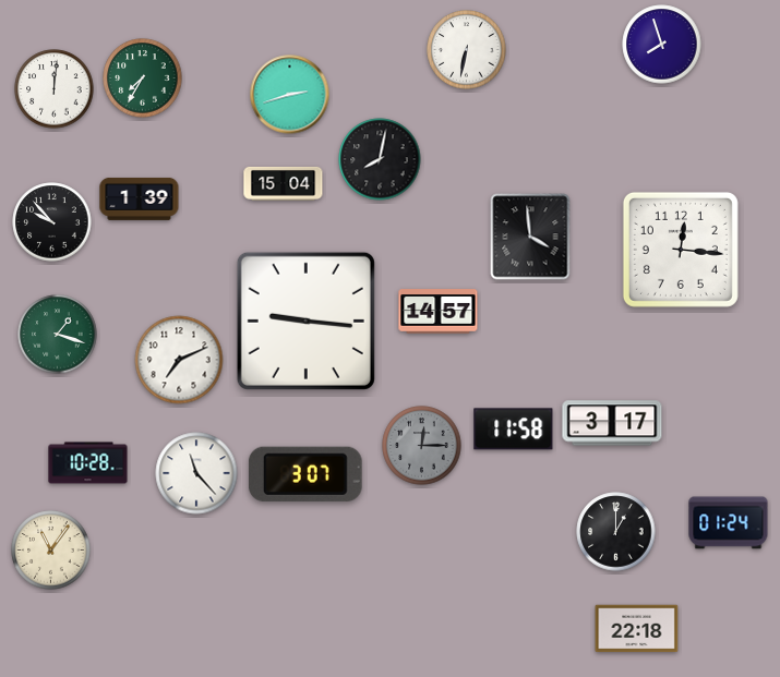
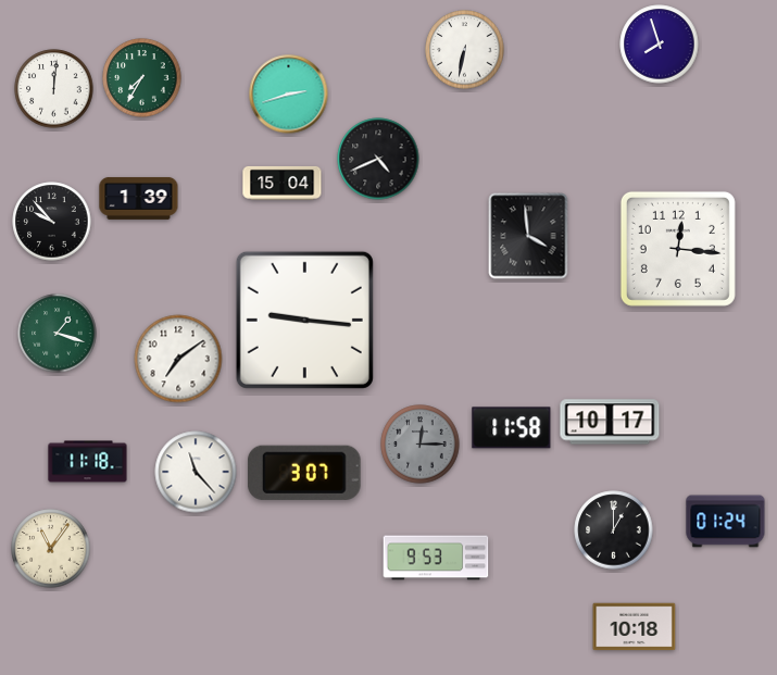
clock at (380, 159): 8:02 -> 4:41
clock at (439, 312): 14:57 -> none
clock at (179, 360): 7:11 -> 7:09
clock at (612, 423): 3:17 -> 10:17
clock at (88, 463): 10:28 -> 11:18
clock at (436, 558): none -> 9:53
clock at (637, 629): 22:18 -> 10:18
